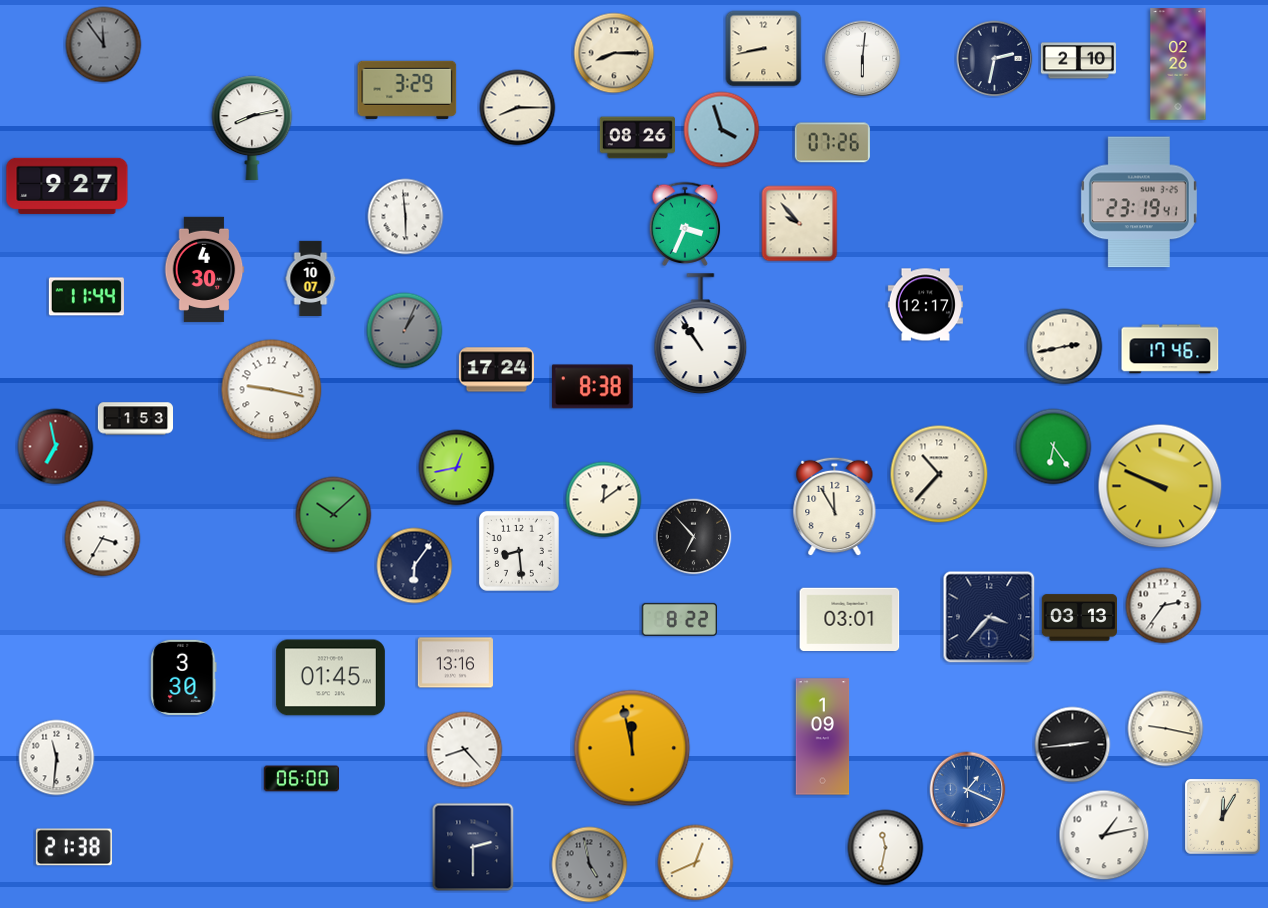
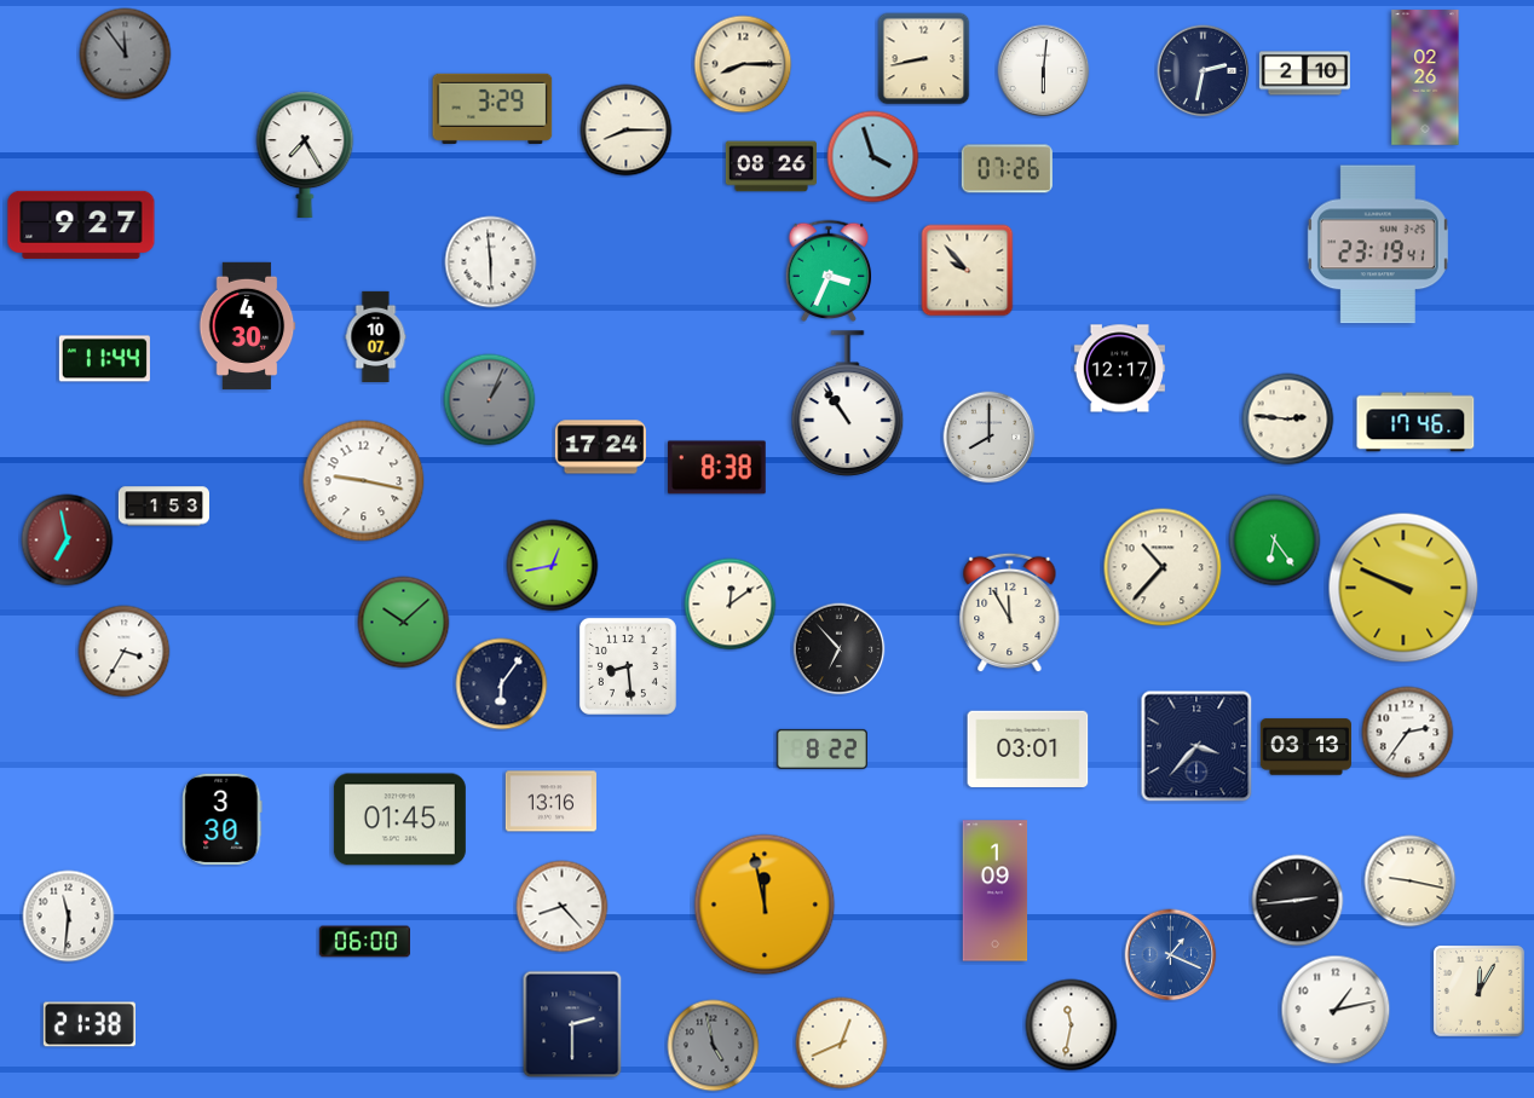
clock at (252, 127): 8:13 -> 7:25
clock at (832, 143) position: (832, 143) -> (1007, 169)
clock at (1065, 347): 2:43 -> 2:46
clock at (990, 438): none -> 8:00
clock at (272, 390) position: (272, 390) -> (364, 481)
clock at (939, 474) position: (939, 474) -> (1163, 567)
clock at (1222, 816) position: (1222, 816) -> (1478, 990)
